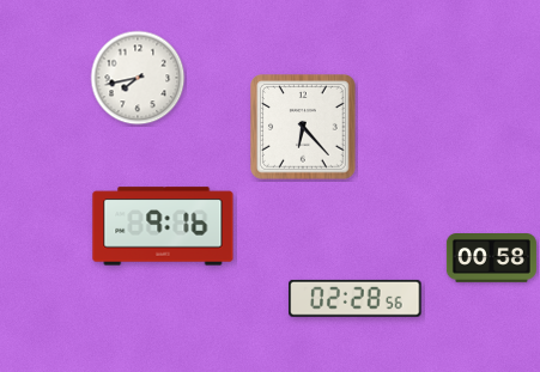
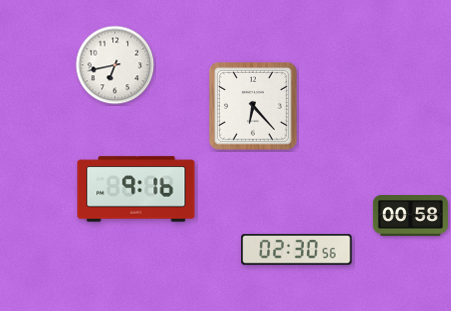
clock at (138, 78): 7:43 -> 6:43
clock at (356, 298): 02:28 -> 02:30
